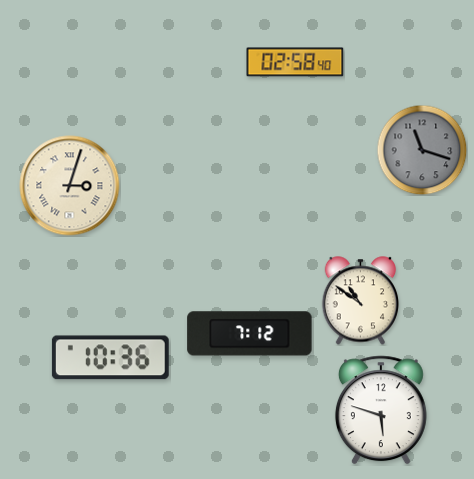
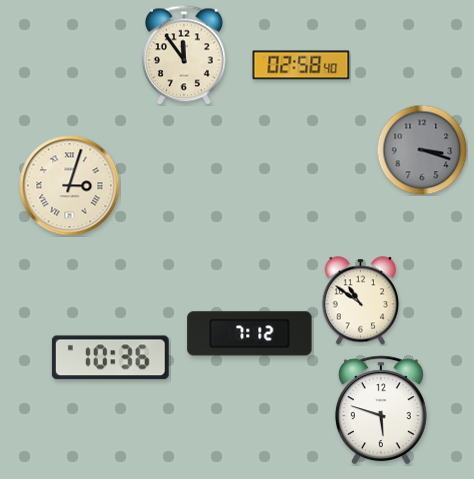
clock at (185, 55): none -> 11:54
clock at (295, 62) position: (295, 62) -> (301, 65)
clock at (422, 150): 11:18 -> 3:18
